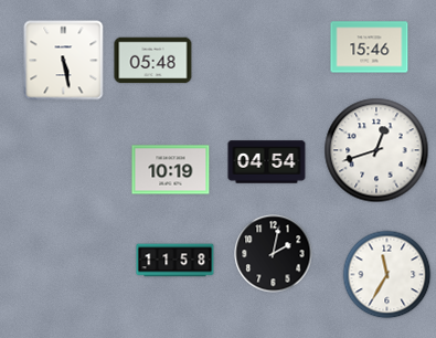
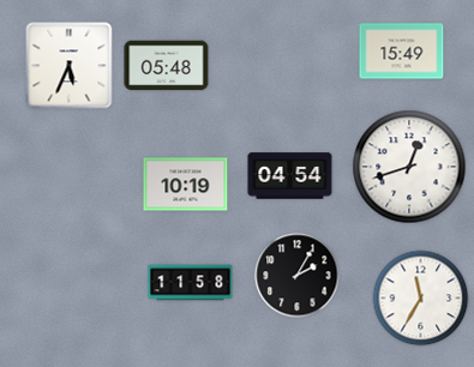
clock at (370, 47): 15:46 -> 15:49
clock at (64, 61): 5:28 -> 5:34
clock at (376, 150) position: (376, 150) -> (409, 167)
clock at (274, 254): 2:02 -> 2:05
